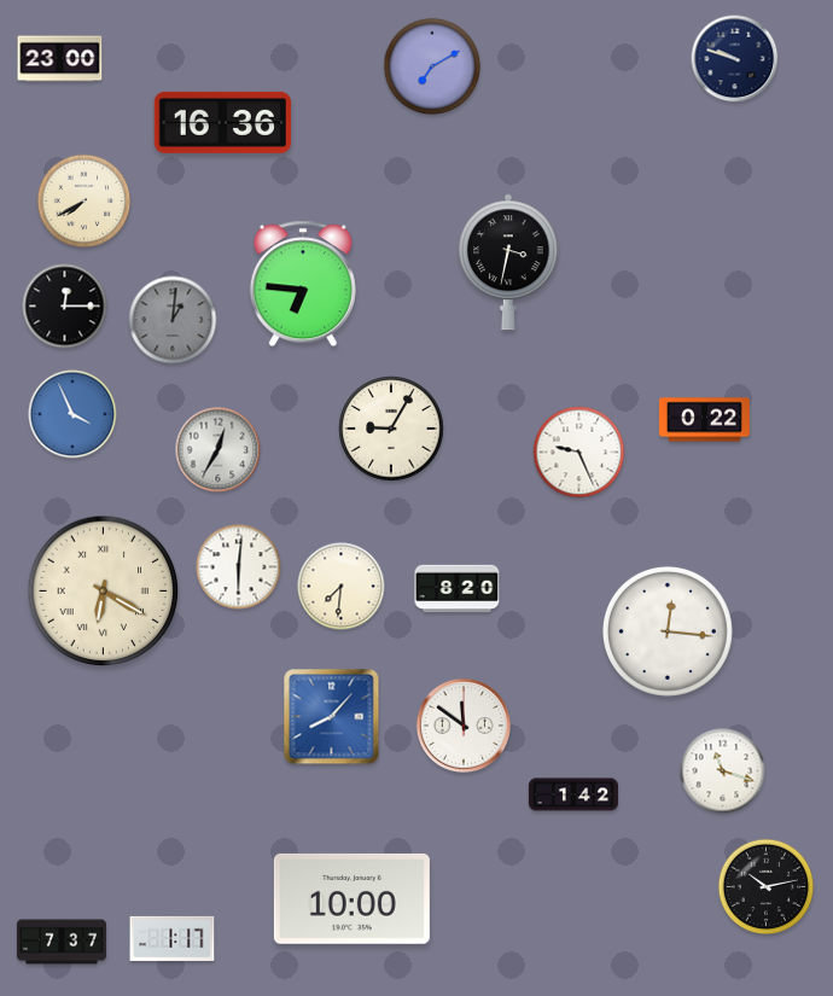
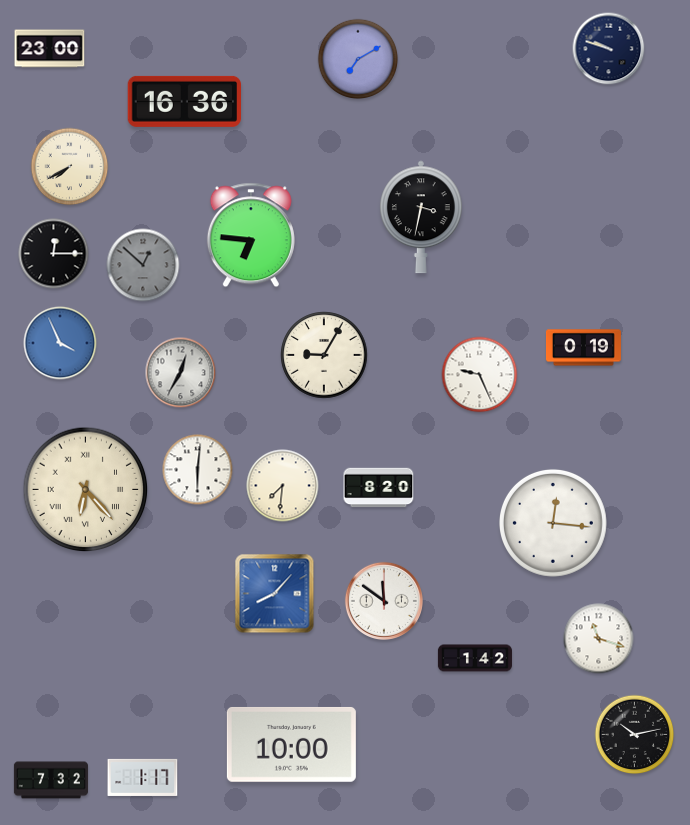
clock at (432, 66) position: (432, 66) -> (358, 59)
clock at (173, 320): 1:01 -> 12:52
clock at (704, 420): 0:22 -> 0:19
clock at (104, 592): 6:20 -> 6:23
clock at (62, 942): 7:37 -> 7:32
